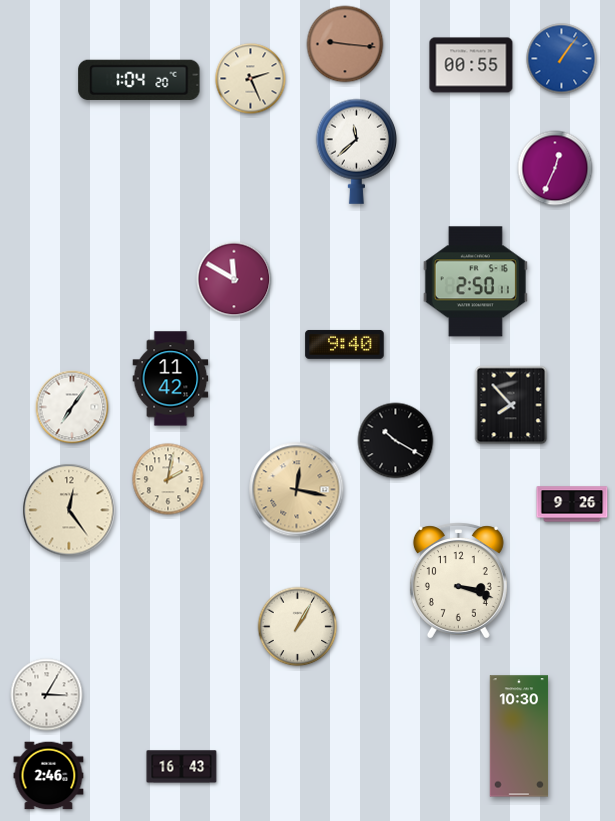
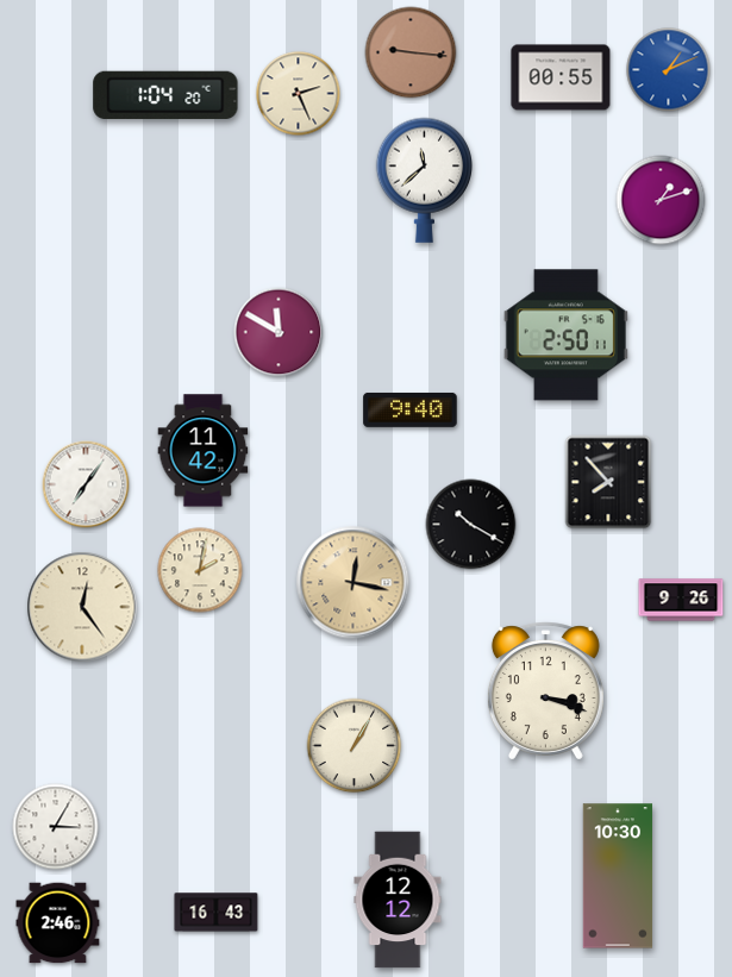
clock at (562, 59): 1:06 -> 1:11
clock at (555, 168): 12:34 -> 1:12
clock at (398, 900): none -> 12:12
